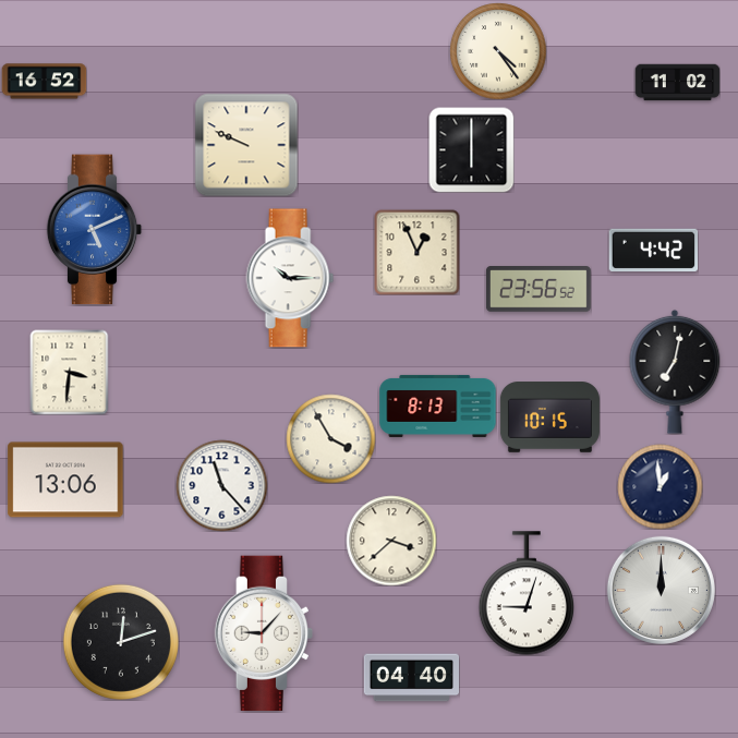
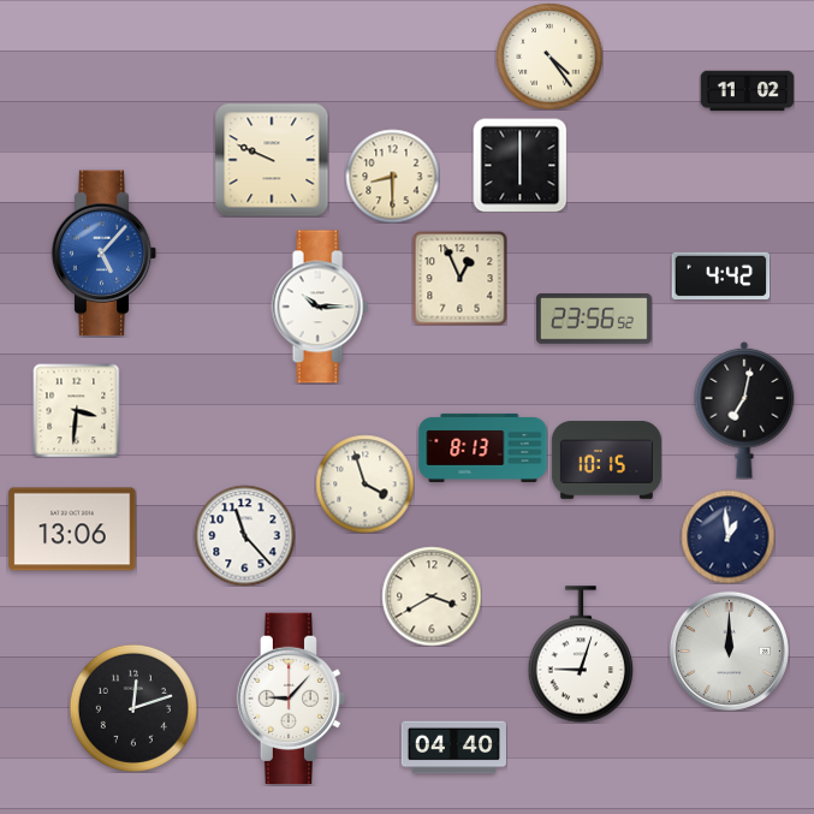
clock at (44, 82): 16:52 -> none
clock at (392, 176): none -> 8:30
clock at (95, 230): 5:11 -> 5:07
clock at (330, 438): 3:55 -> 3:57
clock at (391, 541): 3:38 -> 3:40
